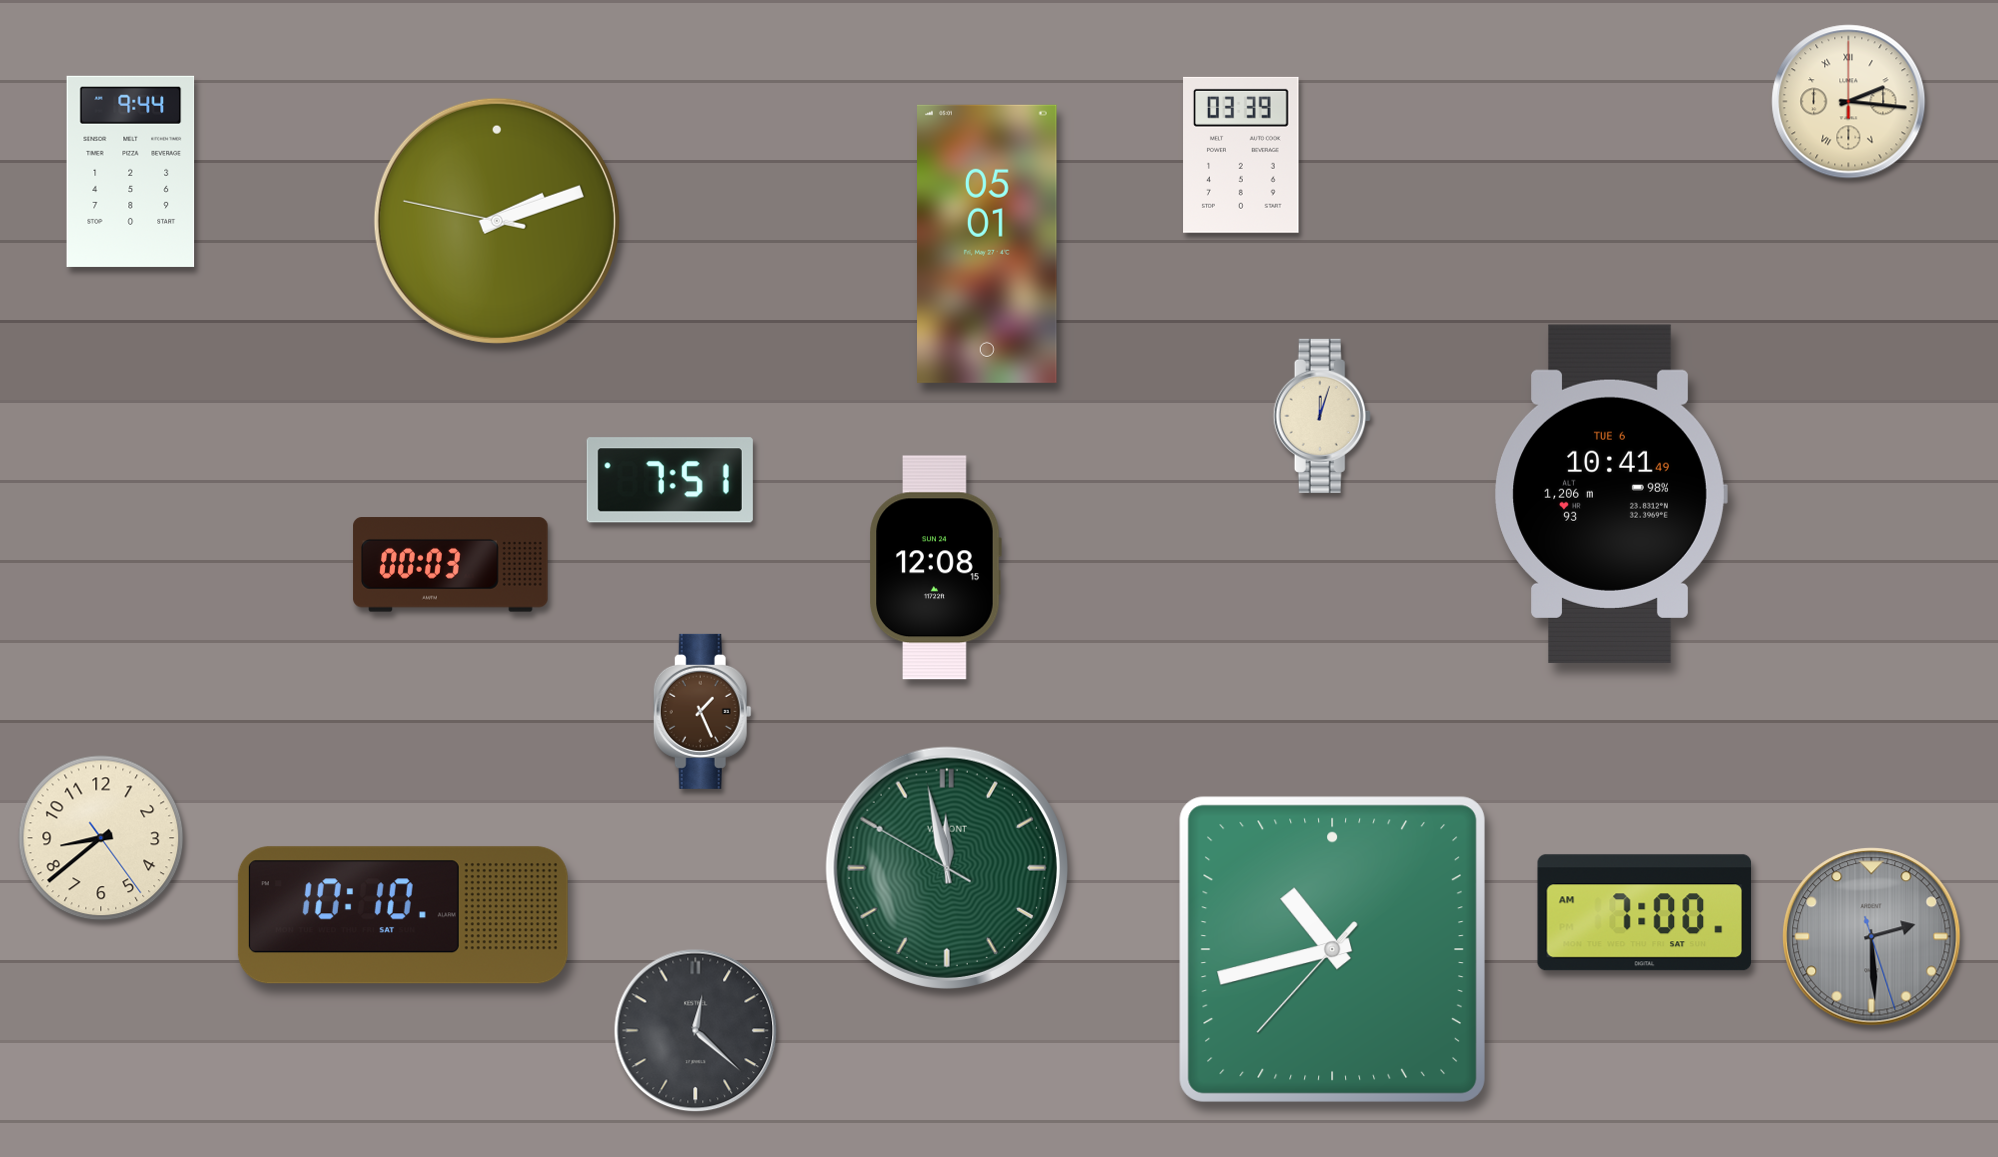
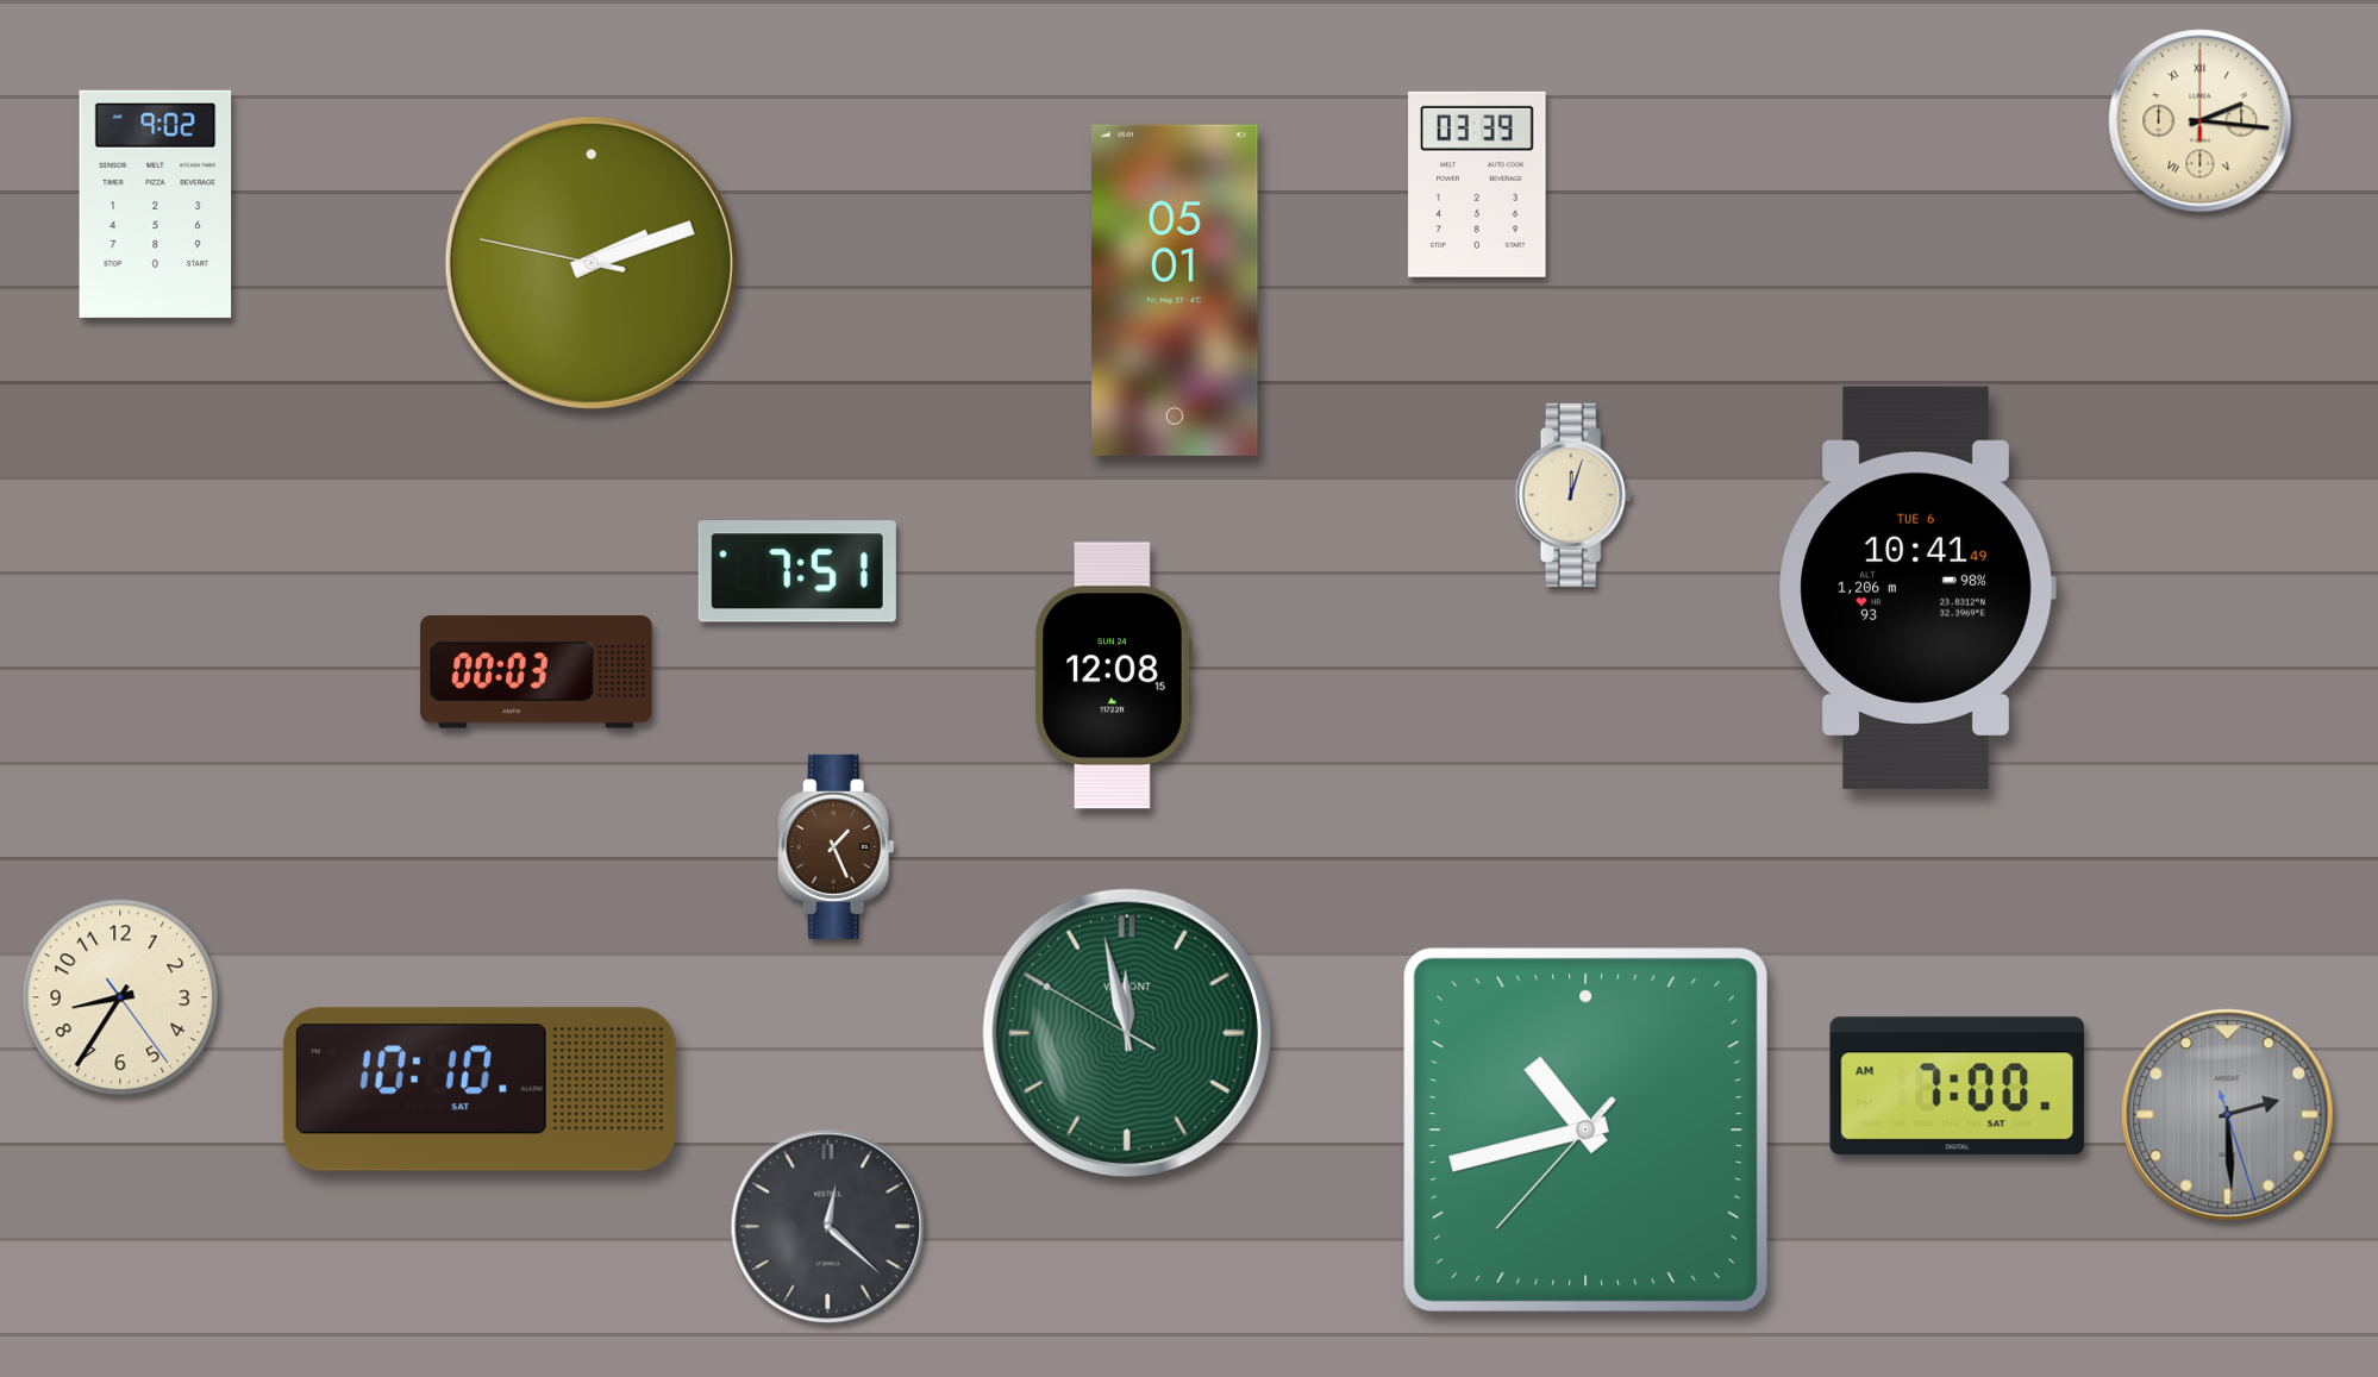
clock at (131, 171): 9:44 -> 9:02
clock at (101, 838): 8:38 -> 8:35
